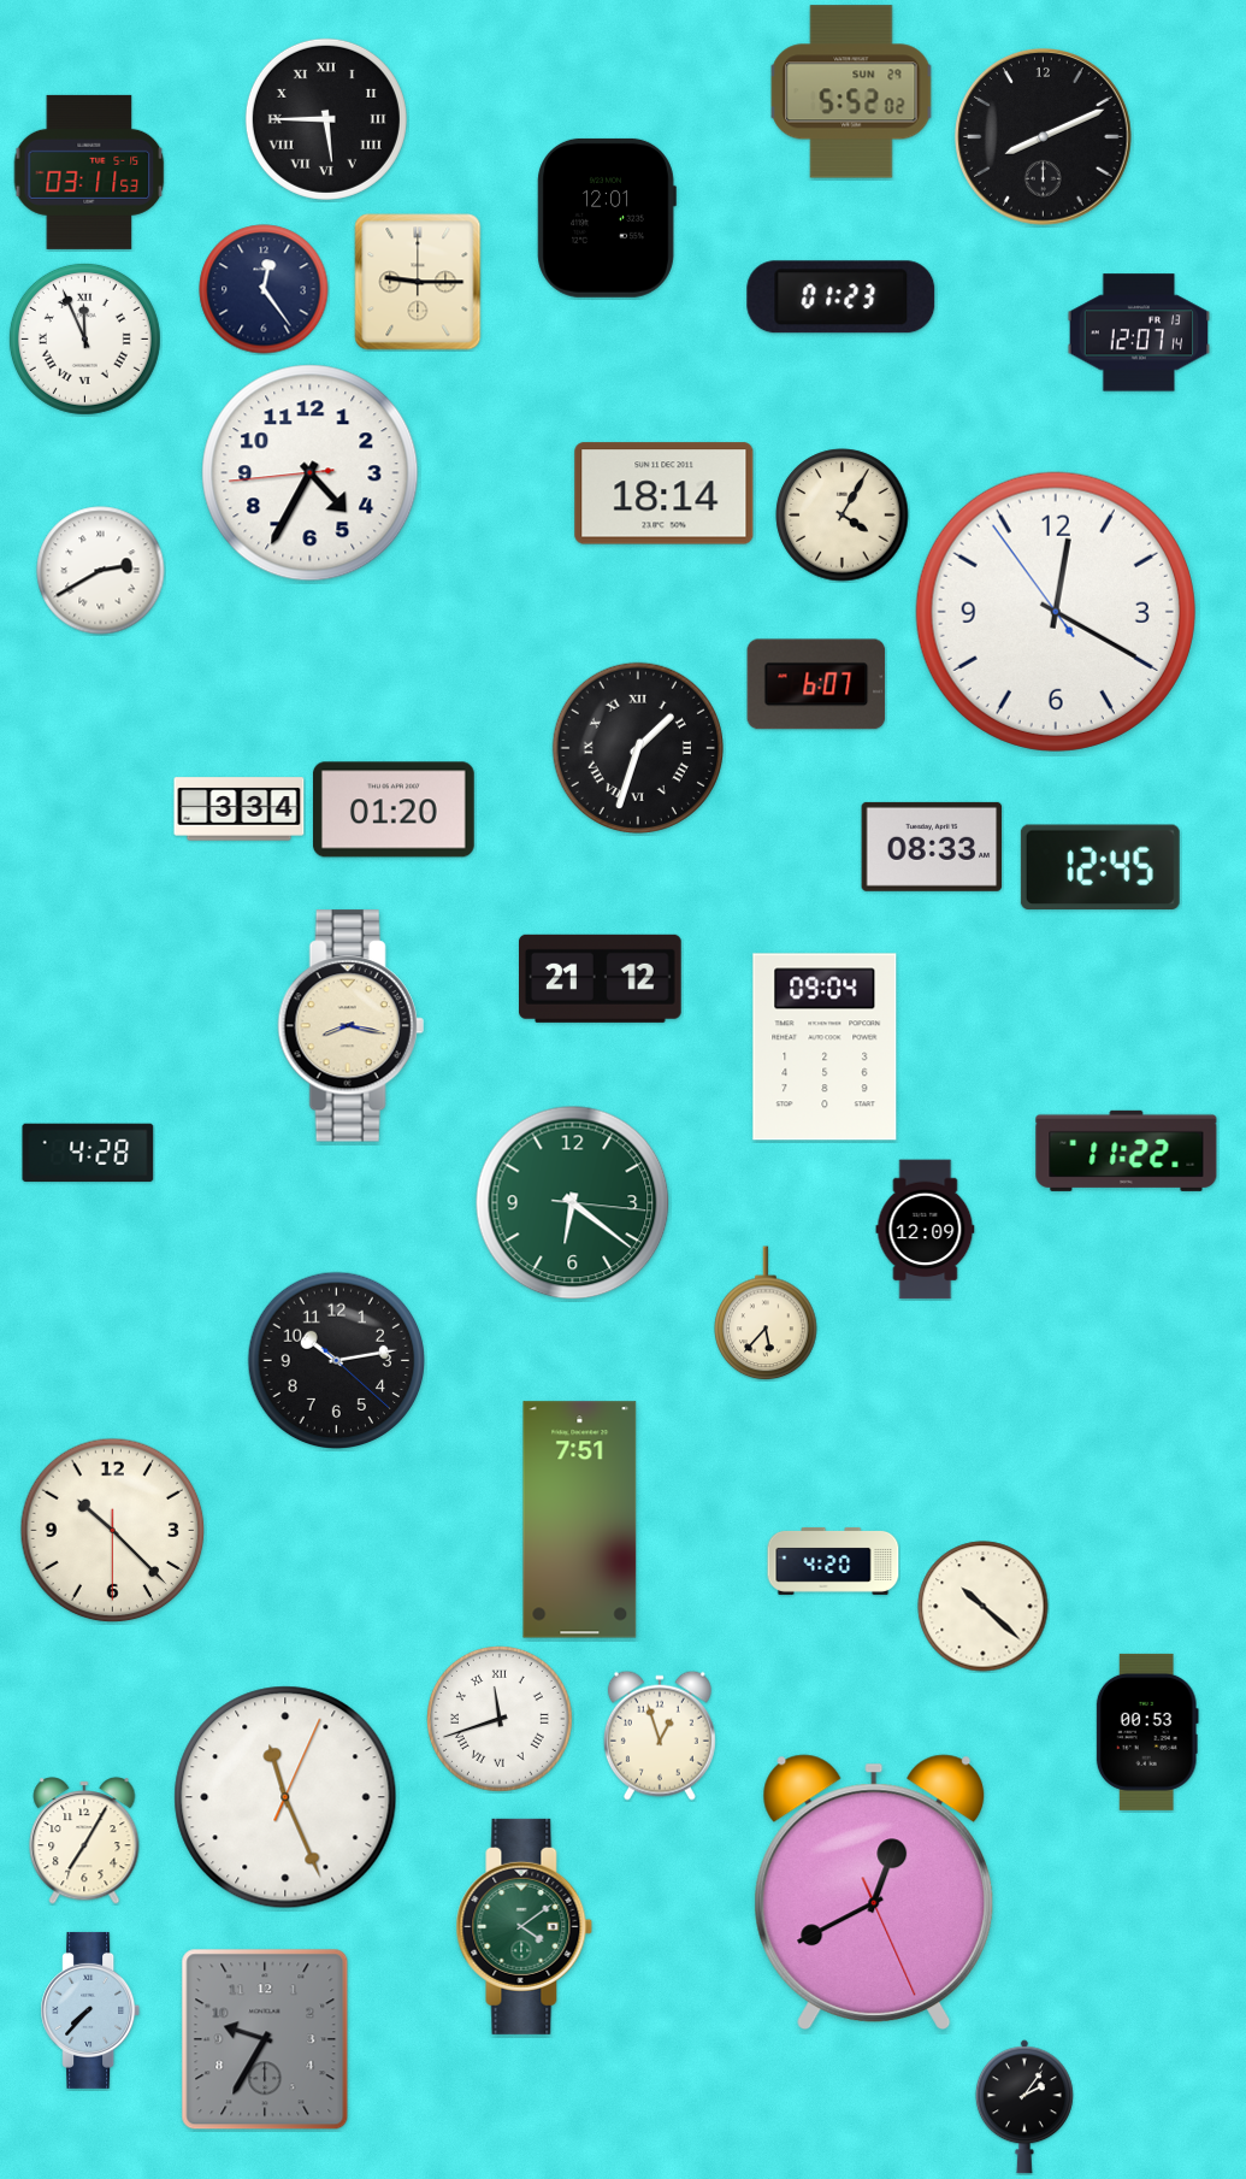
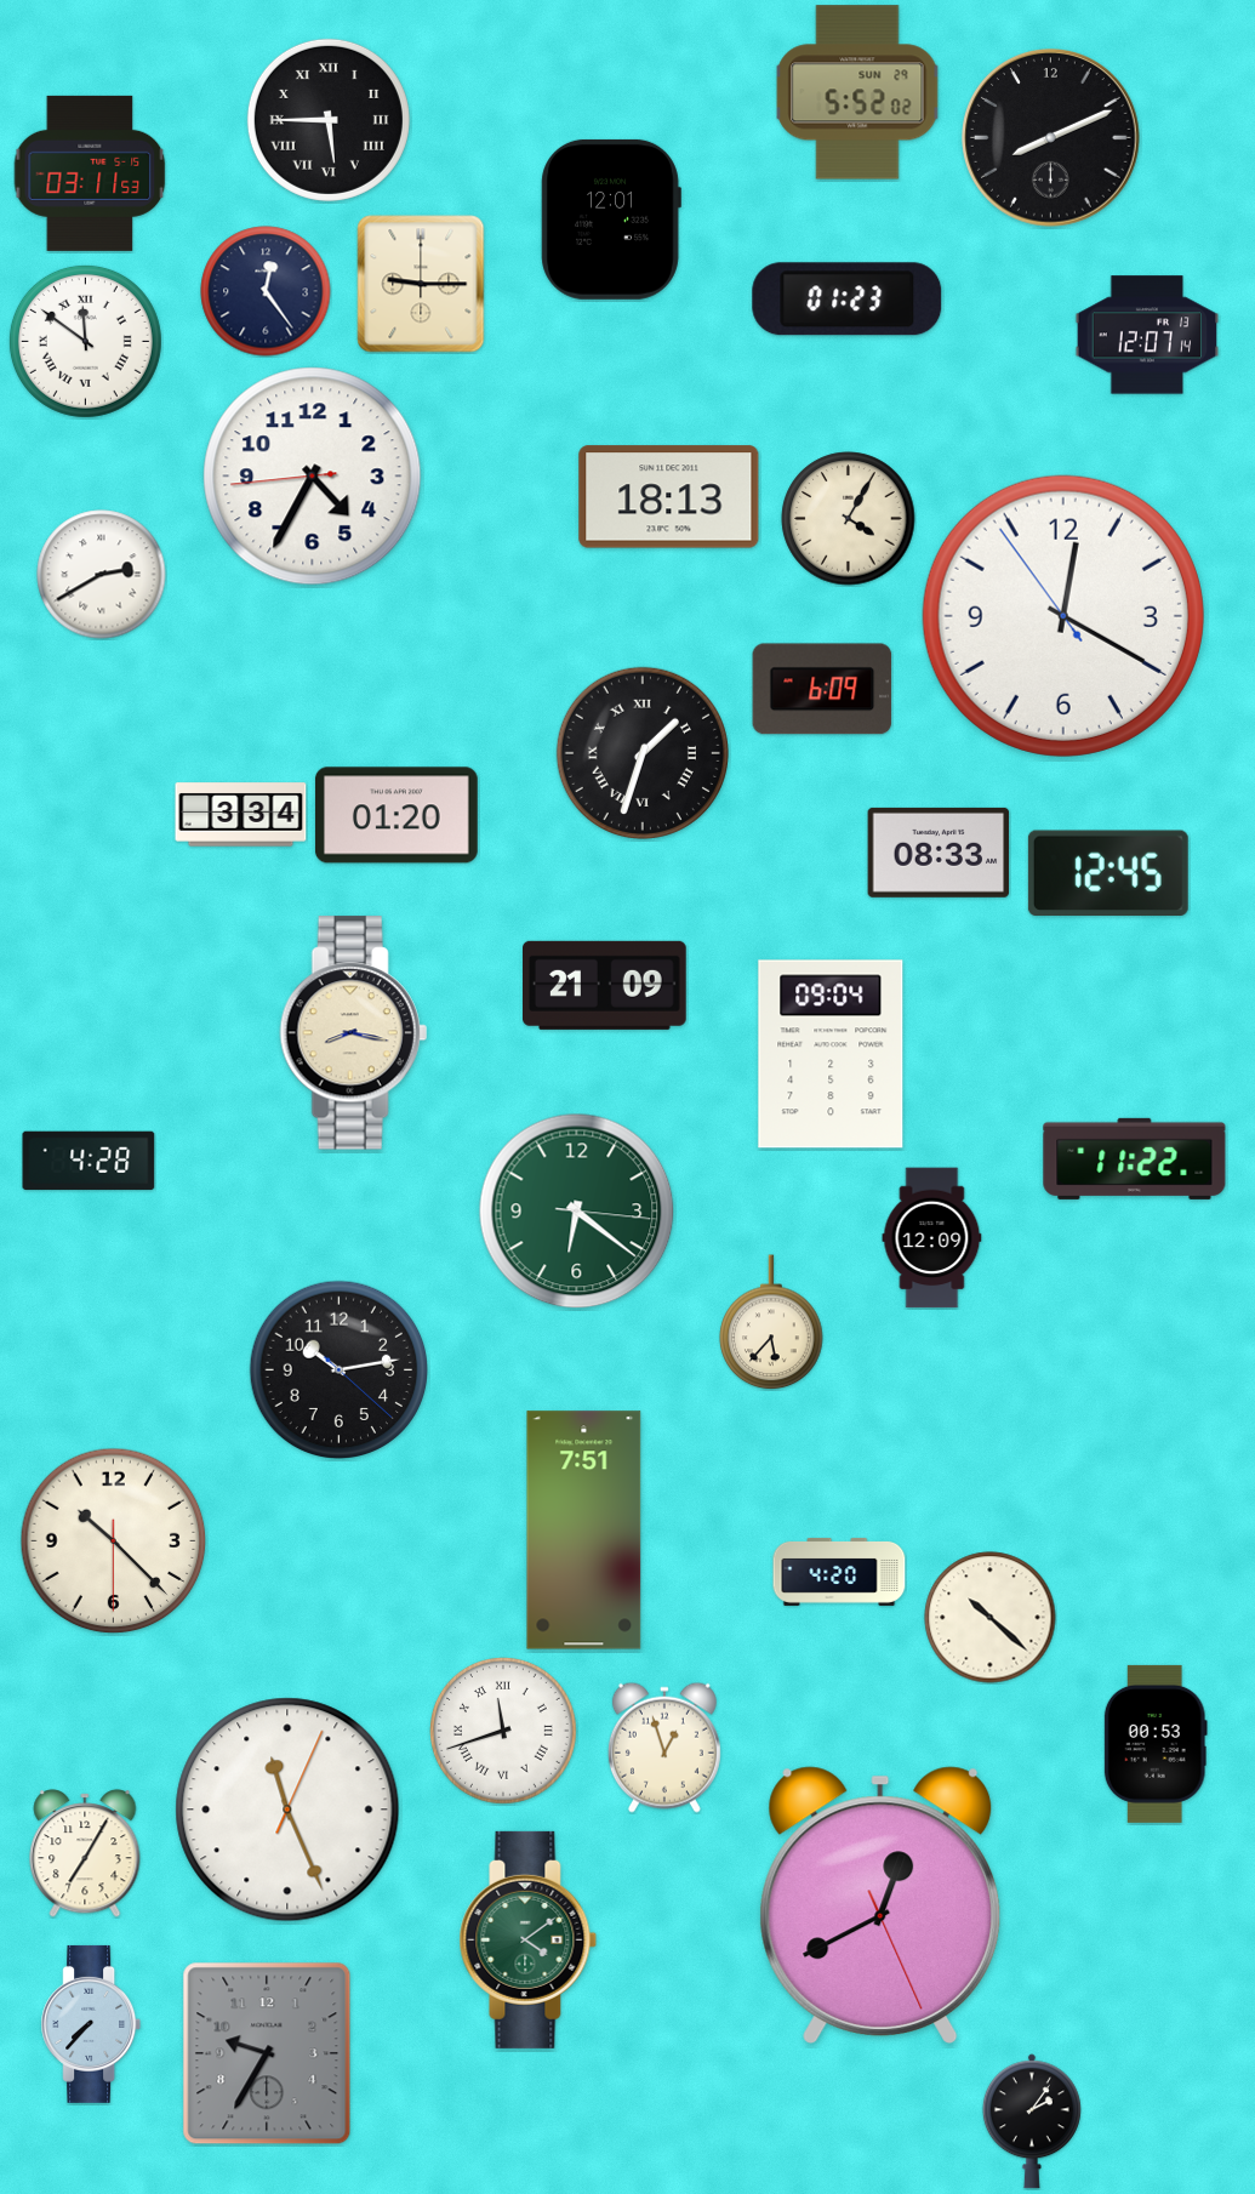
clock at (84, 338): 11:56 -> 11:51
clock at (665, 494): 18:14 -> 18:13
clock at (816, 684): 6:07 -> 6:09
clock at (601, 978): 21:12 -> 21:09
